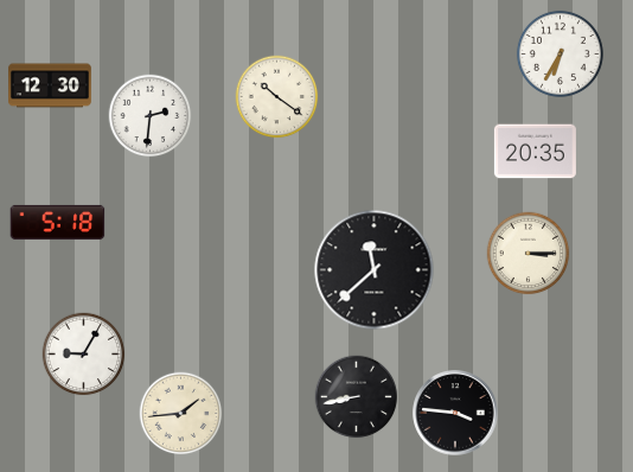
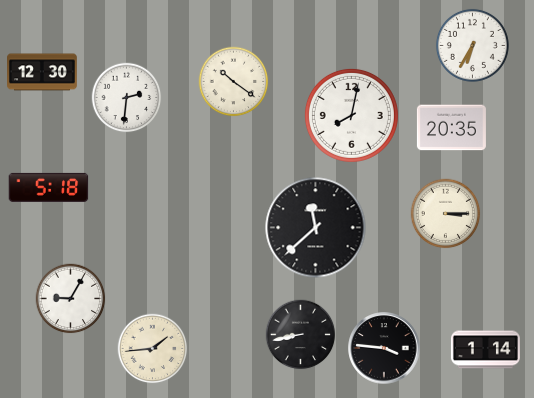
clock at (351, 115): none -> 8:02
clock at (485, 350): none -> 1:14
